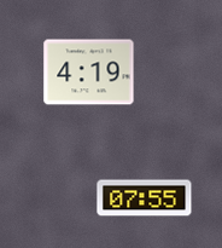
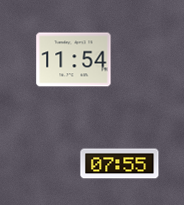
clock at (89, 73): 4:19 -> 11:54
